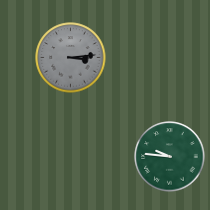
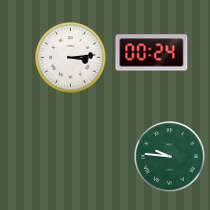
clock at (152, 53): none -> 00:24
clock at (71, 58) dial: grey -> white
